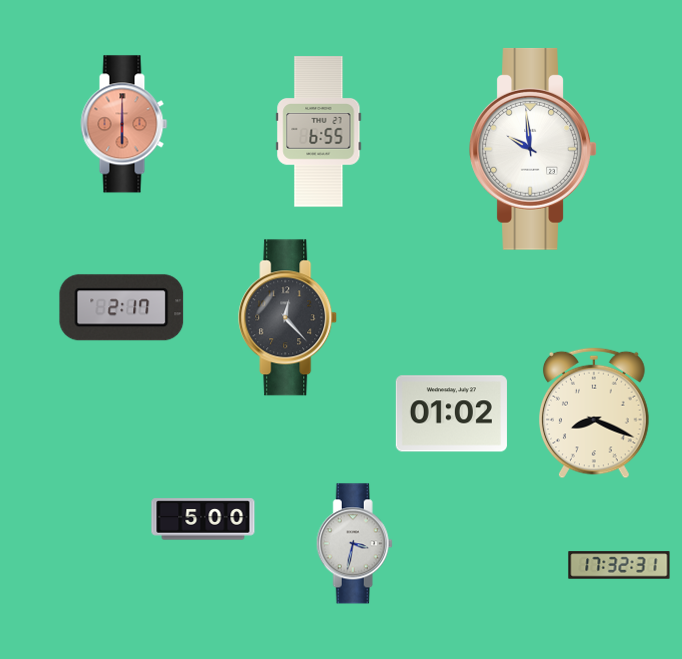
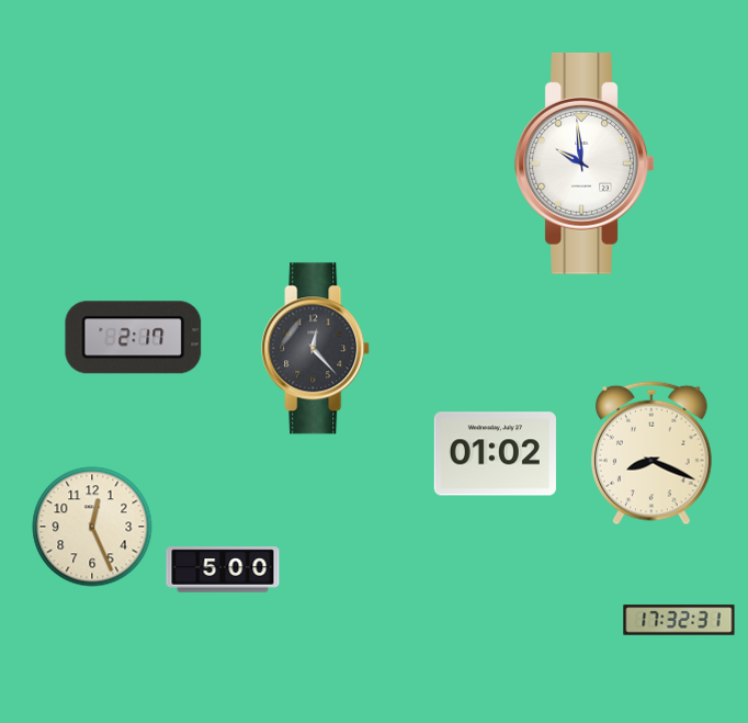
clock at (124, 124): 6:00 -> none
clock at (319, 132): 6:55 -> none
clock at (92, 527): none -> 12:26
clock at (354, 544): 3:32 -> none
